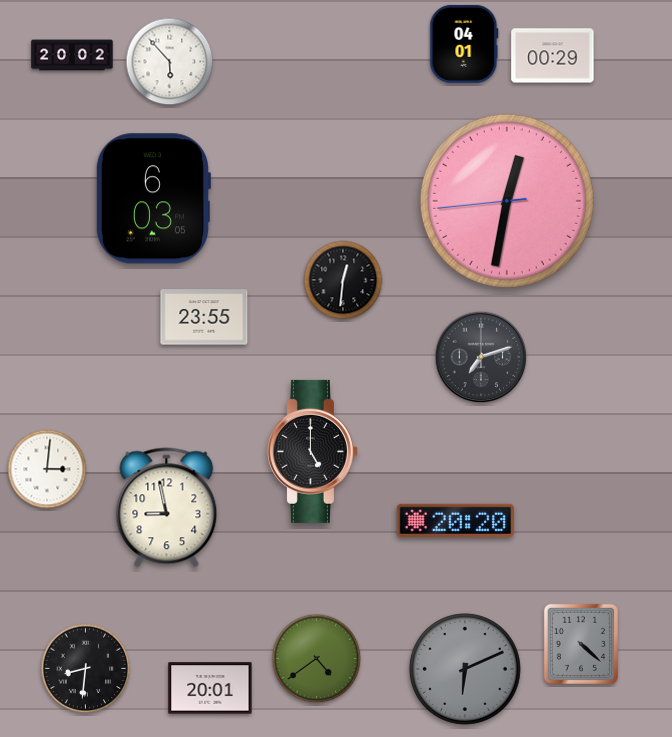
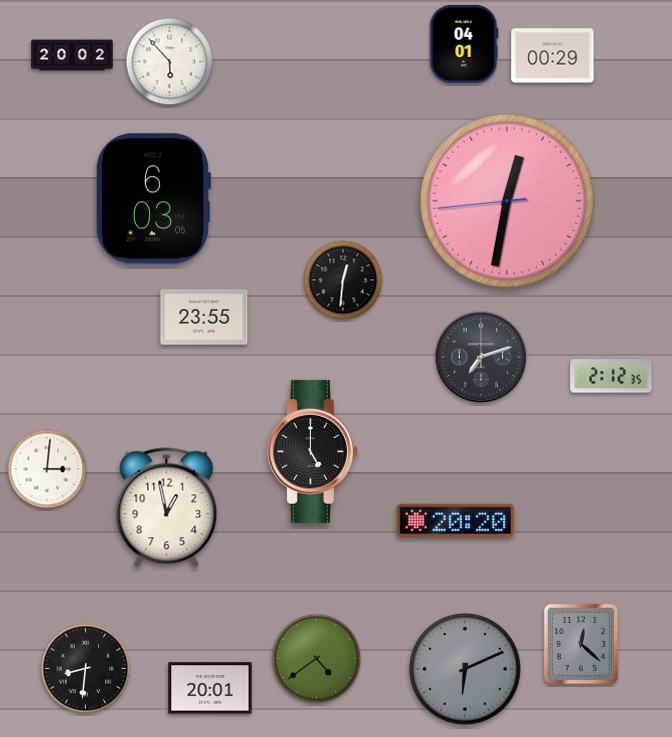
clock at (611, 376): none -> 2:12
clock at (167, 508): 8:58 -> 12:58
clock at (581, 644): 4:22 -> 12:22
